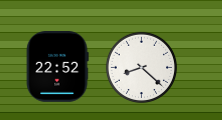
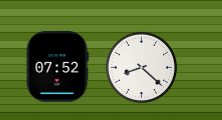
clock at (57, 67): 22:52 -> 07:52
